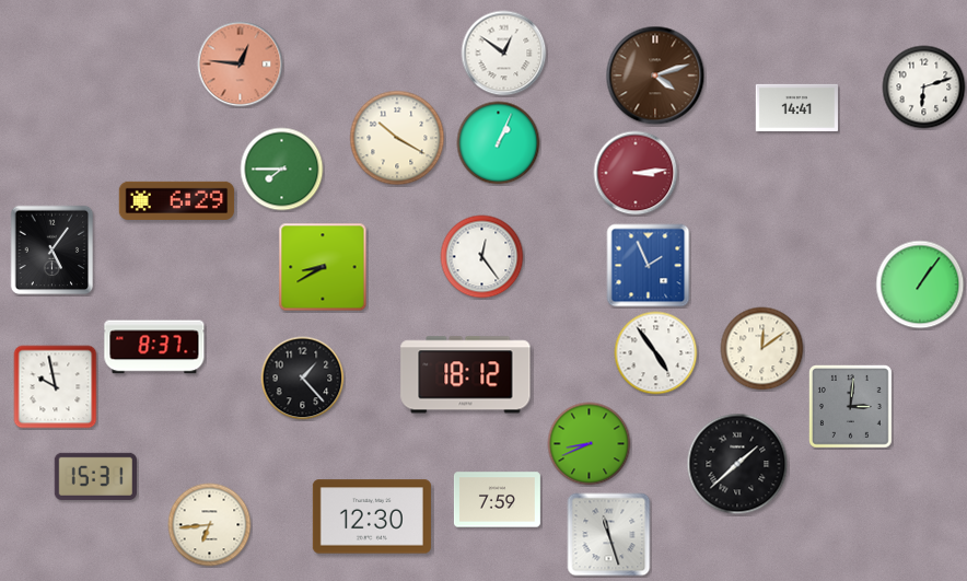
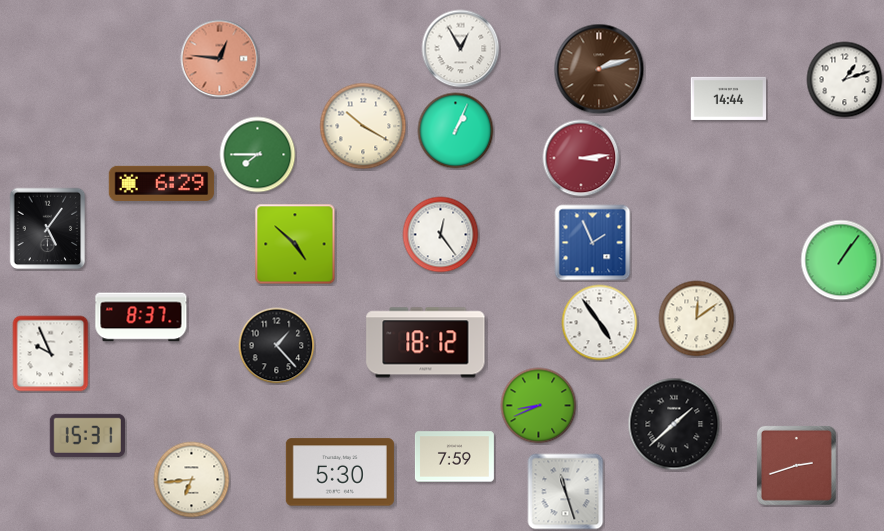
clock at (504, 54): 12:51 -> 12:55
clock at (655, 75): 4:12 -> 2:12
clock at (924, 88): 6:12 -> 1:12
clock at (796, 107): 14:41 -> 14:44
clock at (323, 267): 8:40 -> 4:52
clock at (56, 387): 9:58 -> 9:56
clock at (851, 407): 3:01 -> none
clock at (796, 465): none -> 2:42
clock at (372, 516): 12:30 -> 5:30
clock at (609, 535) position: (609, 535) -> (566, 492)
